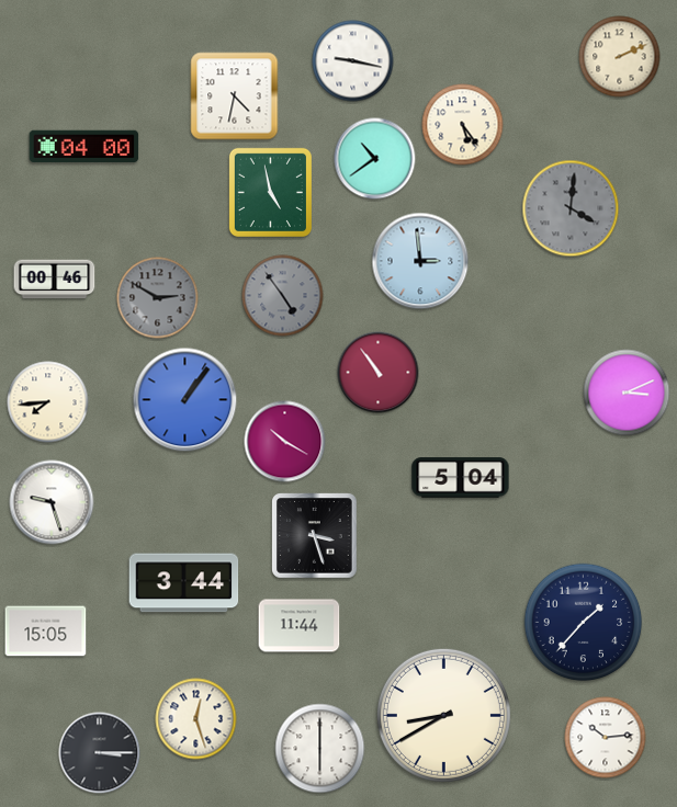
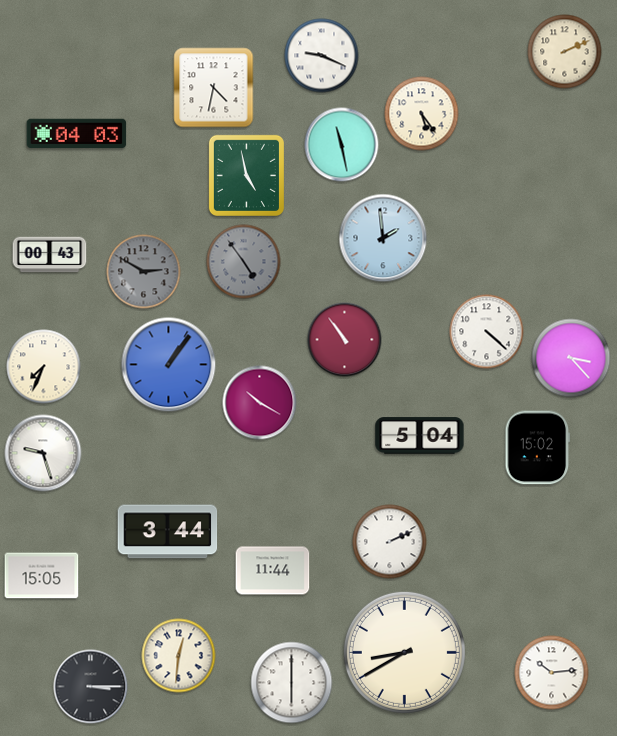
clock at (353, 61): 9:17 -> 9:19
clock at (84, 147): 04:00 -> 04:03
clock at (375, 159): 10:39 -> 11:28
clock at (571, 208): 4:01 -> none
clock at (420, 261): 2:59 -> 1:59
clock at (55, 280): 00:46 -> 00:43
clock at (283, 296) position: (283, 296) -> (244, 262)
clock at (487, 332): none -> 4:22
clock at (627, 393): 3:11 -> 3:23
clock at (48, 402): 7:44 -> 7:34
clock at (538, 448): none -> 15:02
clock at (52, 502) position: (52, 502) -> (43, 453)
clock at (315, 536): 3:27 -> none
clock at (390, 542): none -> 2:11
clock at (584, 623): 1:37 -> none
clock at (196, 719): 12:27 -> 12:31
